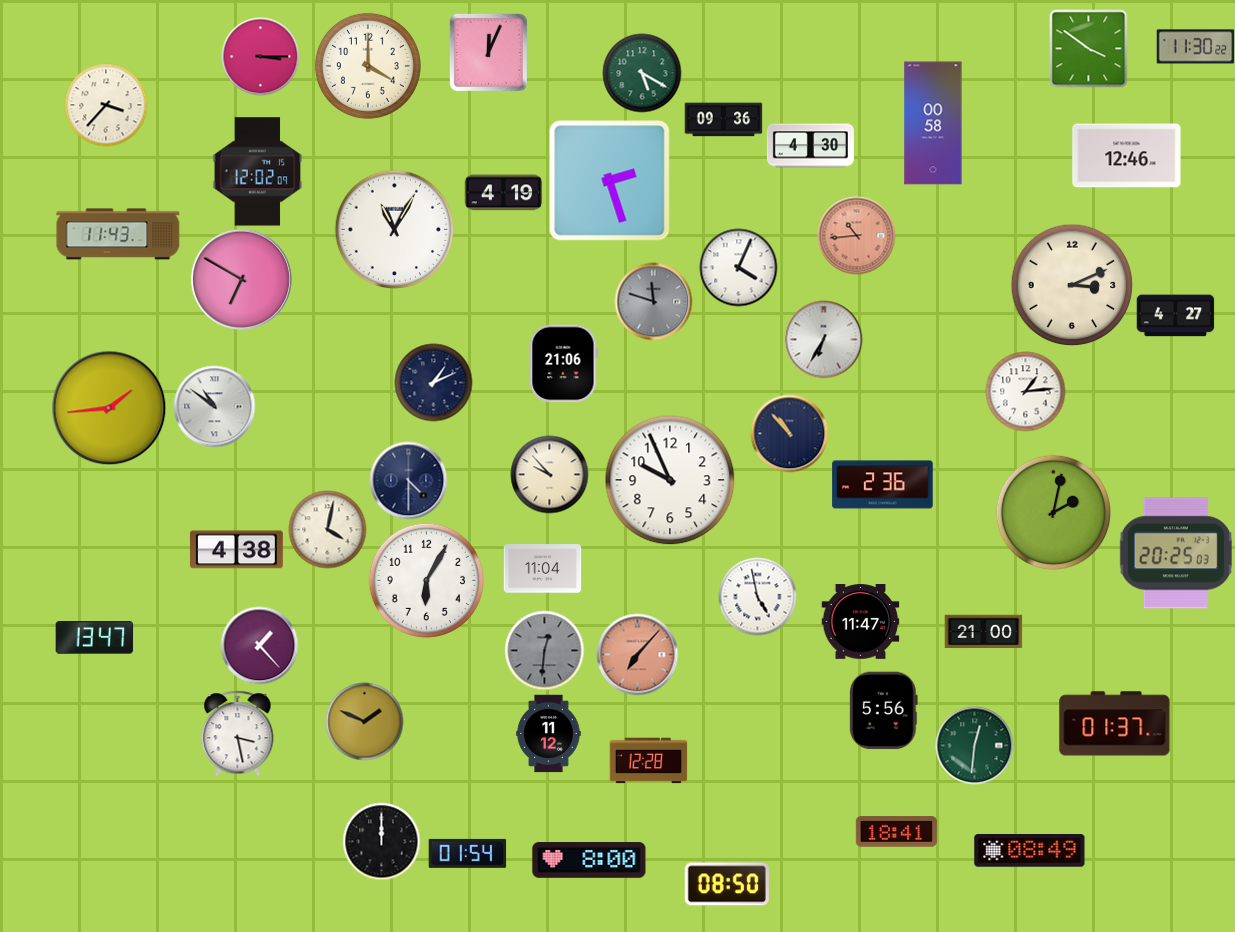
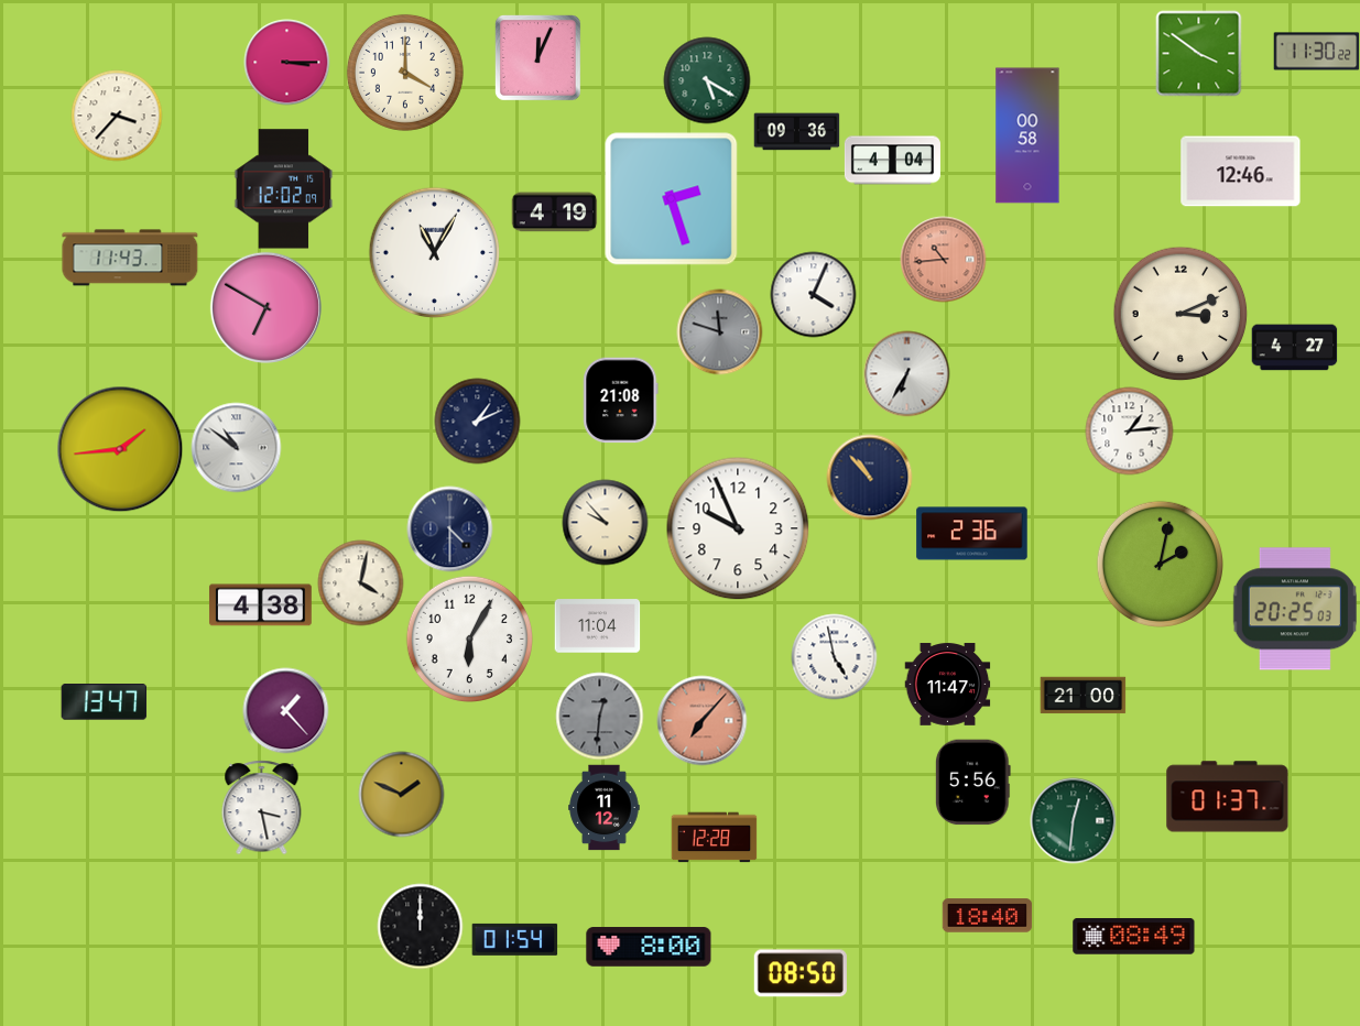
clock at (810, 146): 4:30 -> 4:04
clock at (564, 363): 21:06 -> 21:08
clock at (896, 832): 18:41 -> 18:40
